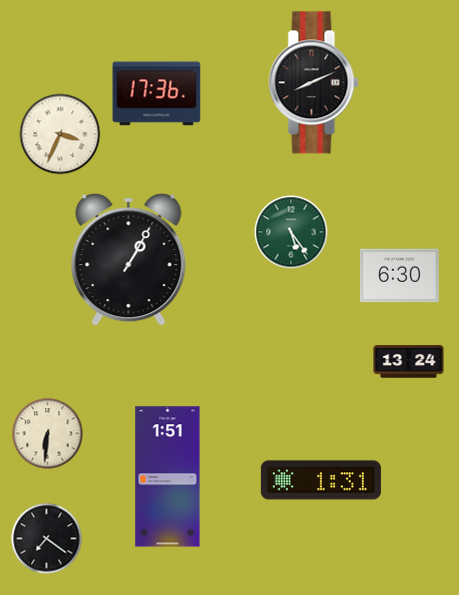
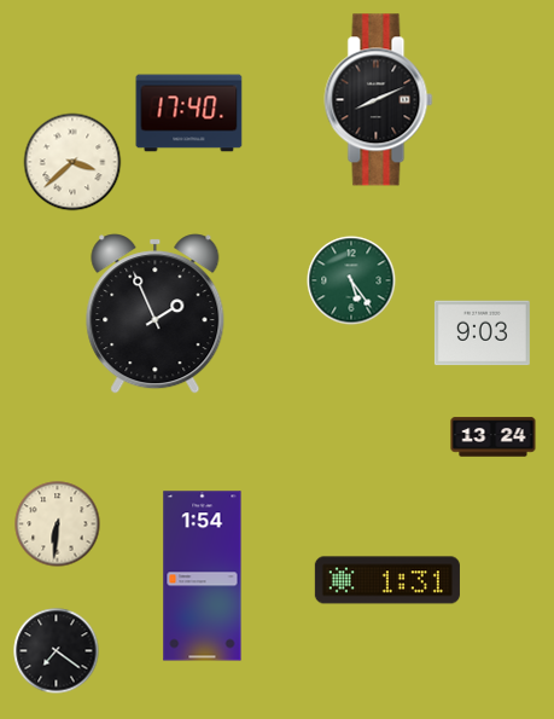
clock at (157, 94): 17:36 -> 17:40
clock at (60, 134): 3:34 -> 3:38
clock at (129, 260): 1:05 -> 1:56
clock at (399, 276): 6:30 -> 9:03
clock at (168, 477): 1:51 -> 1:54
